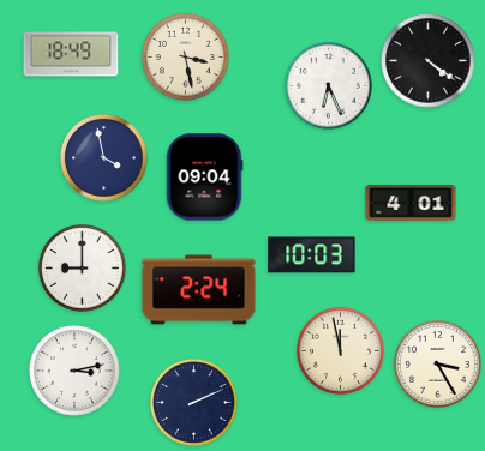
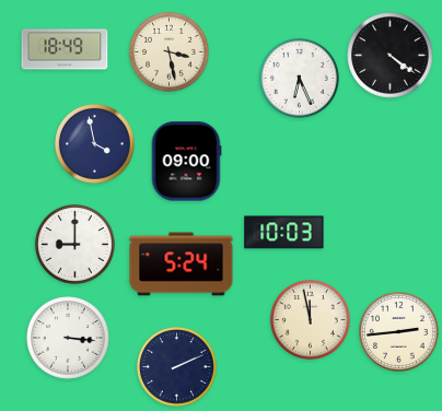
clock at (204, 178): 09:04 -> 09:00
clock at (411, 203): 4:01 -> none
clock at (199, 290): 2:24 -> 5:24
clock at (437, 363): 3:25 -> 2:44
clock at (74, 371): 3:13 -> 3:16
